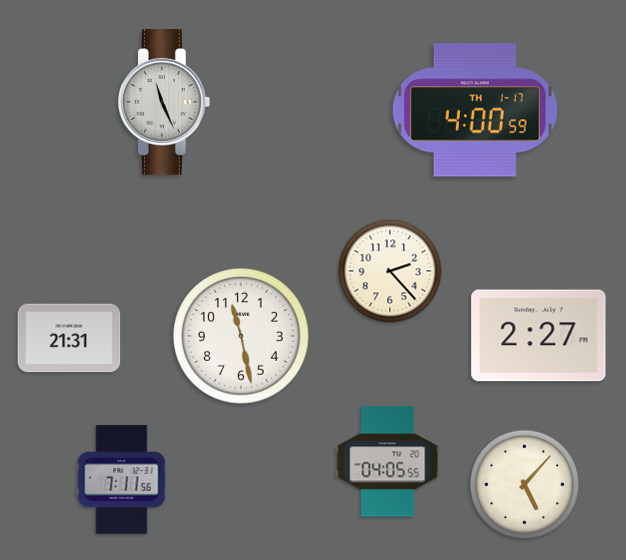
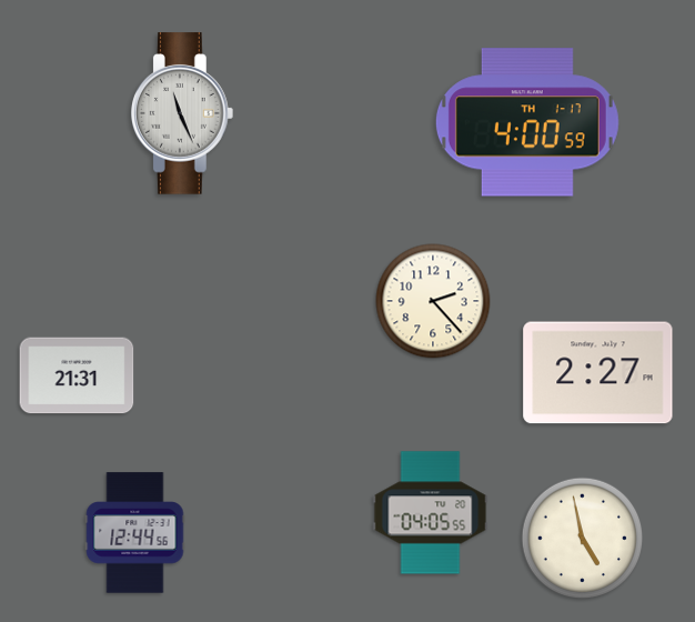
clock at (242, 337): 11:28 -> none
clock at (122, 480): 7:11 -> 12:44
clock at (525, 485): 5:07 -> 4:58
